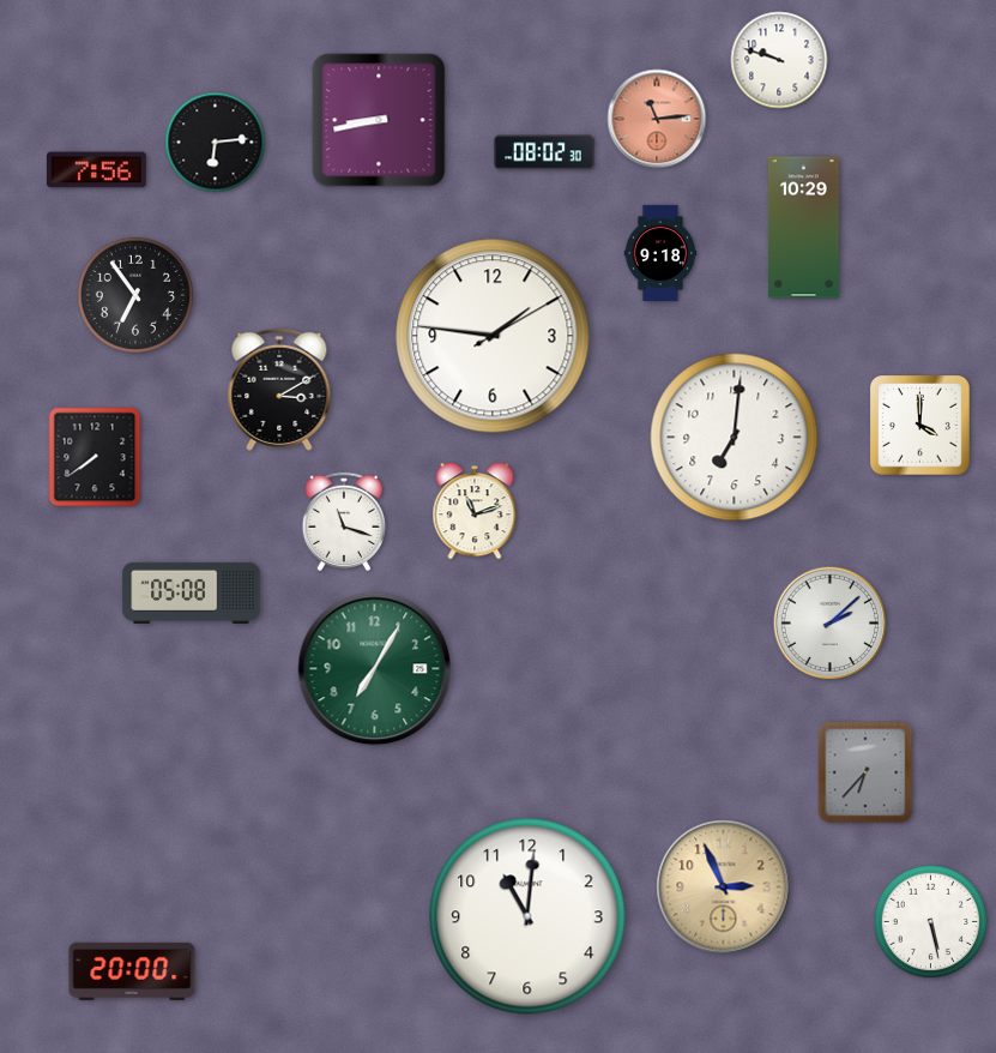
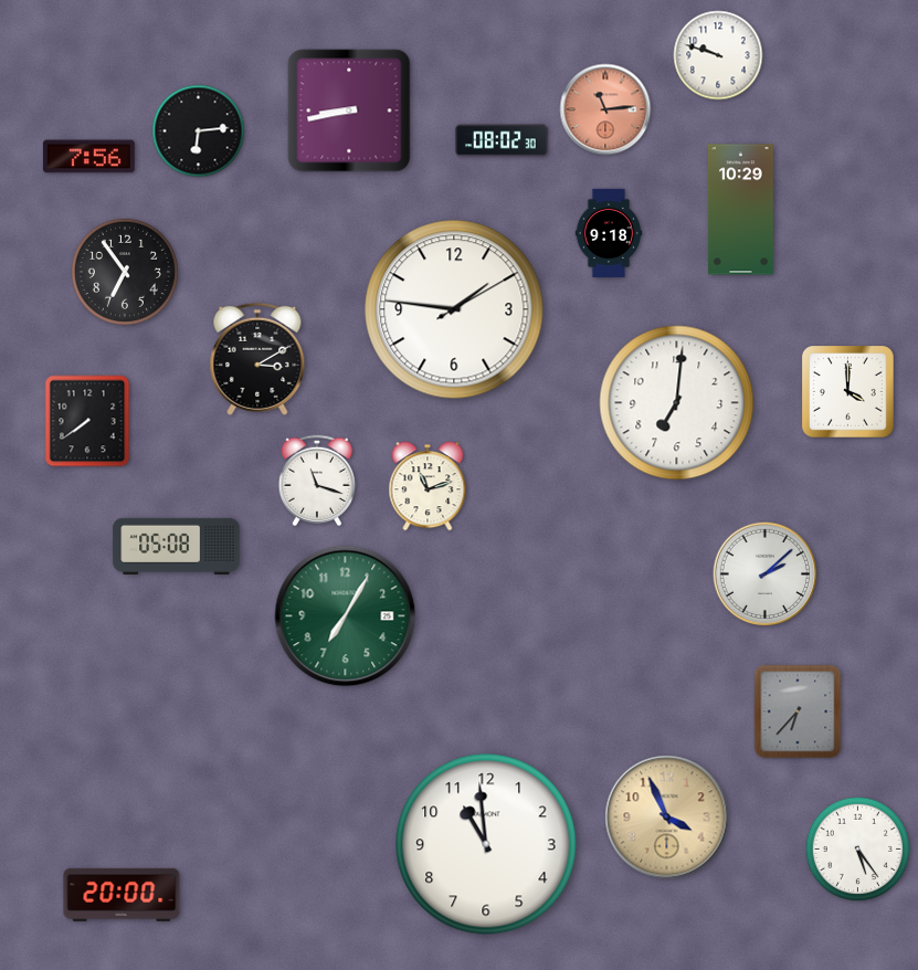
clock at (475, 511) position: (475, 511) -> (428, 486)
clock at (724, 887): 2:56 -> 3:56
clock at (527, 916): 11:01 -> 10:59
clock at (930, 921): 5:28 -> 5:24
